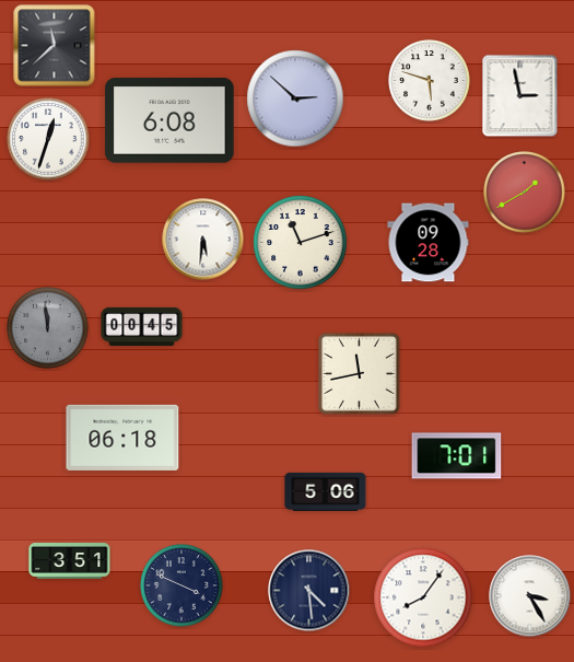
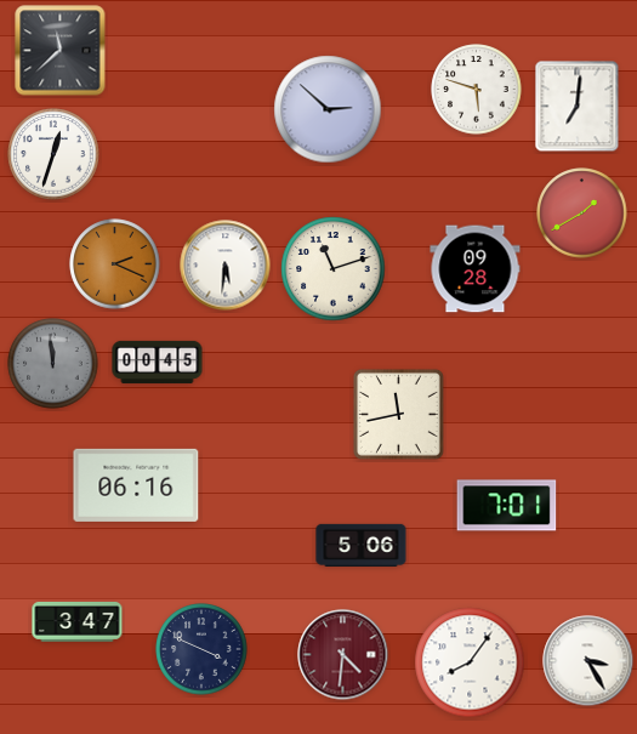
clock at (520, 96): 2:58 -> 7:01
clock at (169, 120): 6:08 -> none
clock at (115, 264): none -> 2:19
clock at (122, 438): 06:18 -> 06:16
clock at (70, 561): 3:51 -> 3:47
clock at (309, 591): 4:29 -> 4:31
clock at (309, 591) dial: navy -> burgundy
